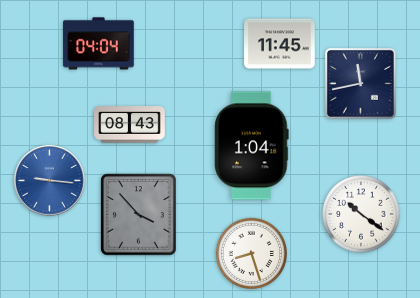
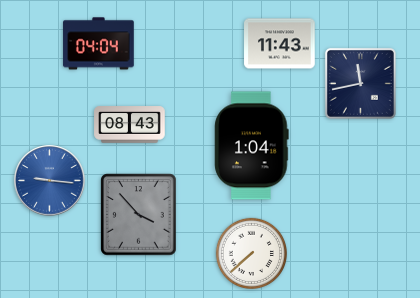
clock at (280, 44): 11:45 -> 11:43
clock at (361, 214): 10:21 -> none
clock at (251, 253): 8:27 -> 7:38
